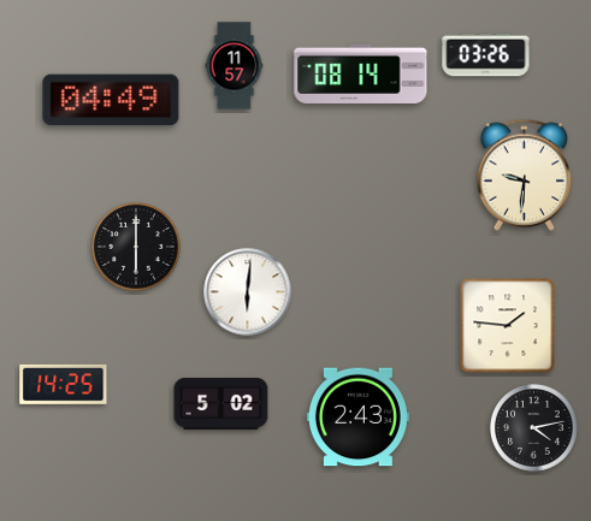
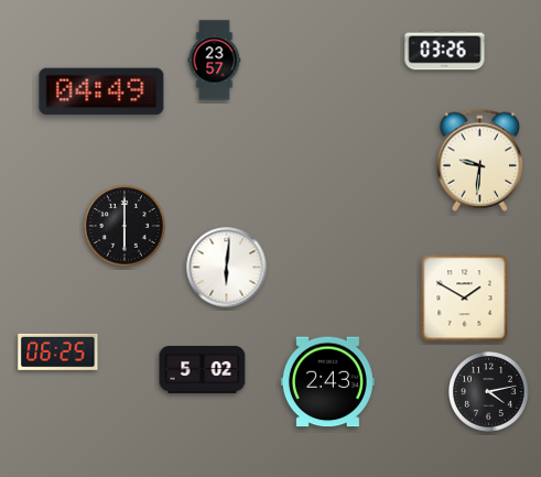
clock at (235, 66): 11:57 -> 23:57
clock at (361, 73): 08:14 -> none
clock at (508, 326): 1:46 -> 1:50
clock at (64, 384): 14:25 -> 06:25
